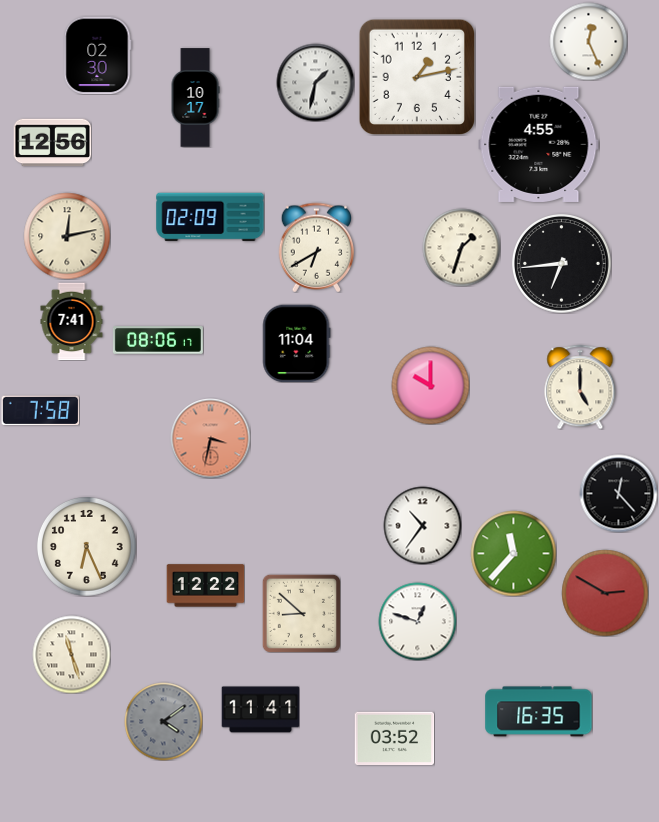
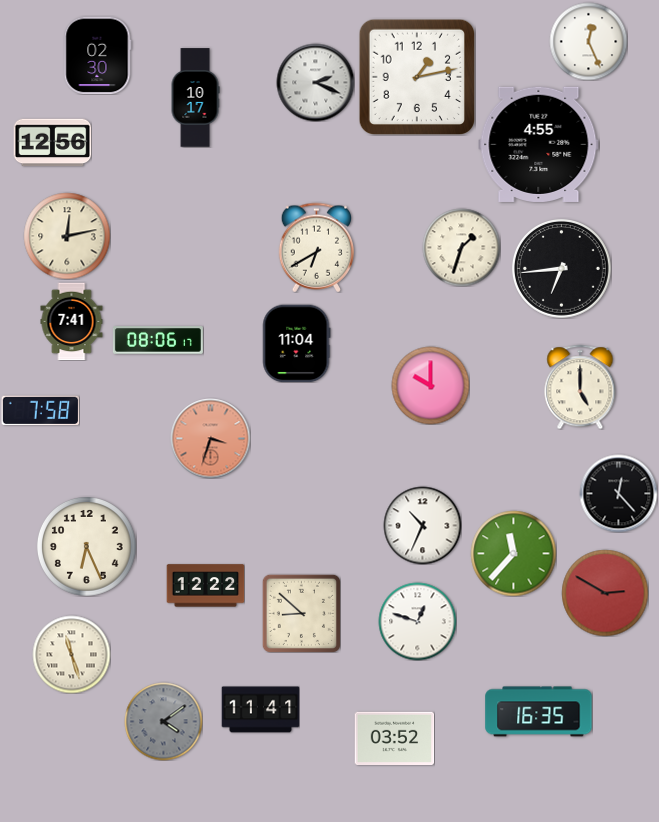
clock at (315, 82): 1:32 -> 2:19
clock at (210, 217): 02:09 -> none
clock at (561, 263) position: (561, 263) -> (561, 268)
clock at (210, 438): 3:32 -> 3:33
clock at (422, 525): 10:36 -> 10:34
